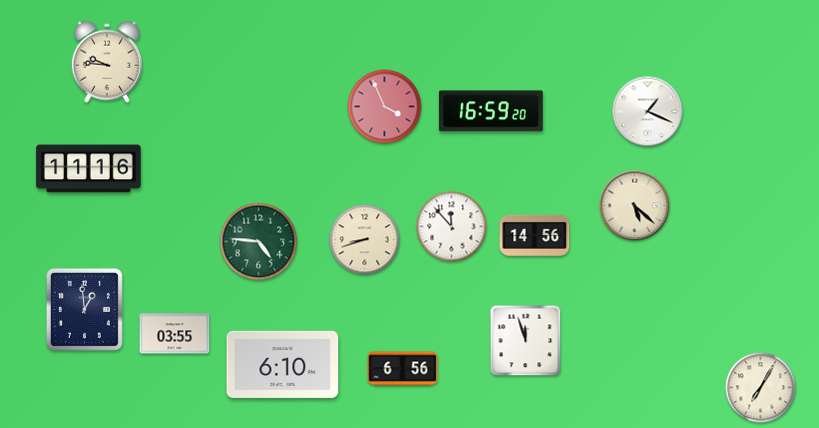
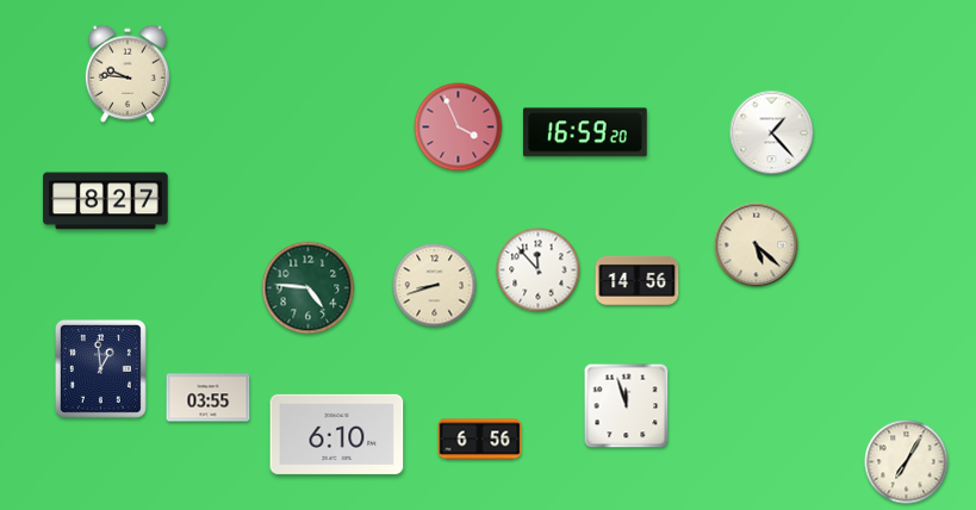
clock at (648, 112): 1:19 -> 1:23
clock at (89, 169): 11:16 -> 8:27
